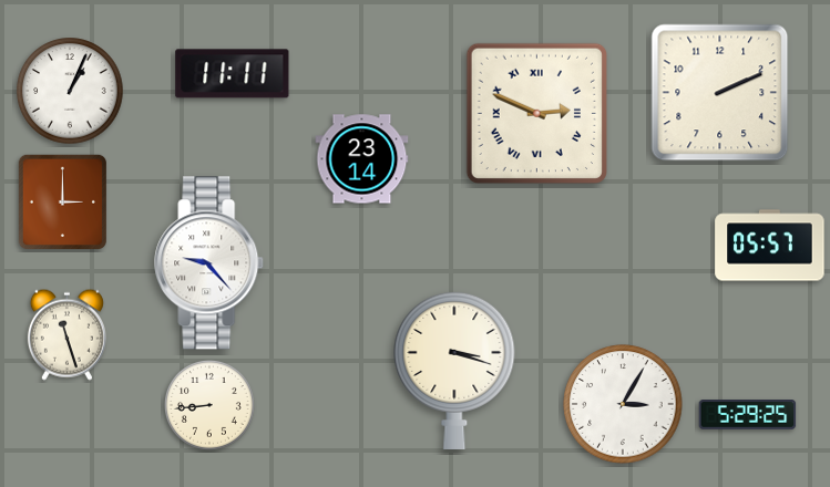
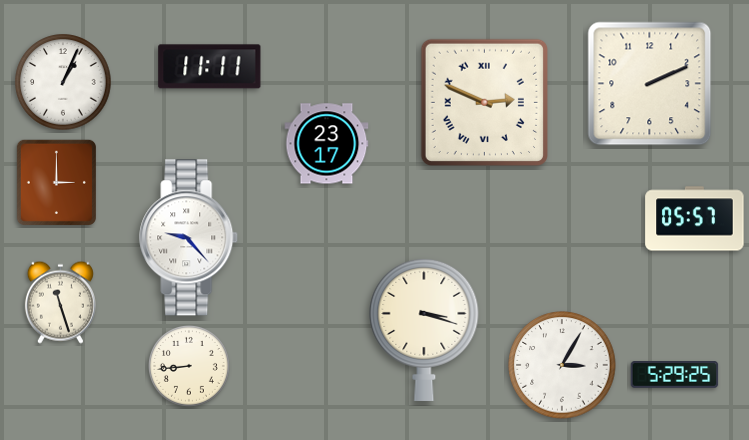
clock at (362, 159): 23:14 -> 23:17
clock at (770, 246) position: (770, 246) -> (695, 219)
clock at (454, 370) position: (454, 370) -> (424, 329)
